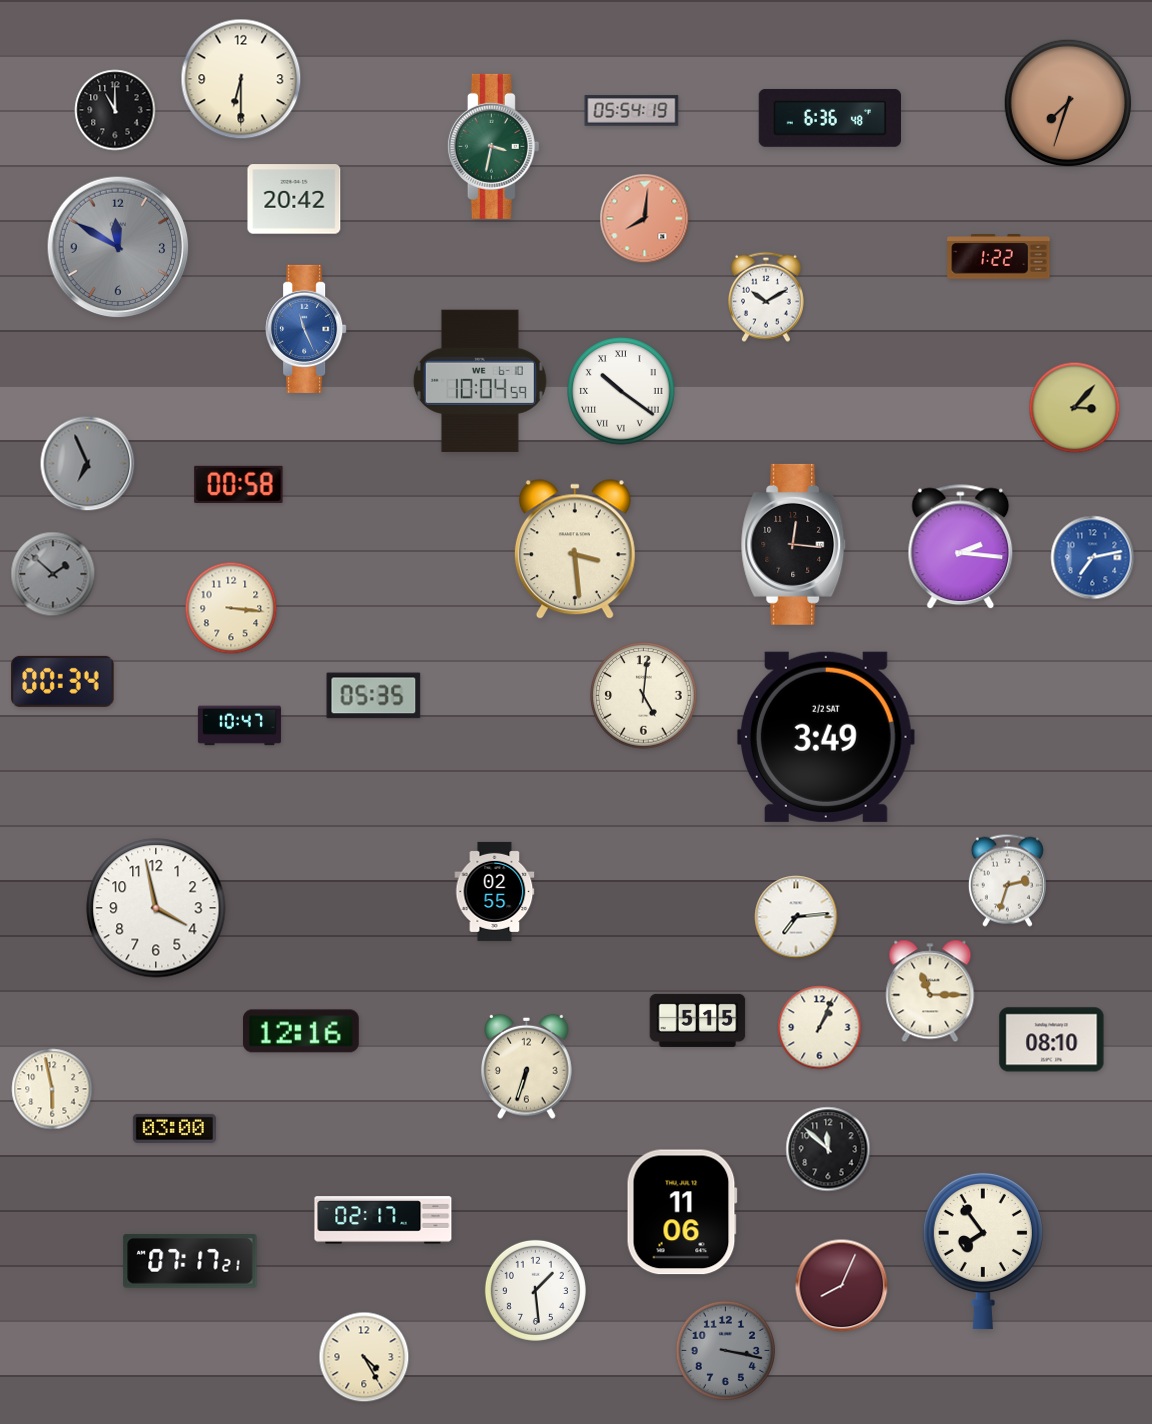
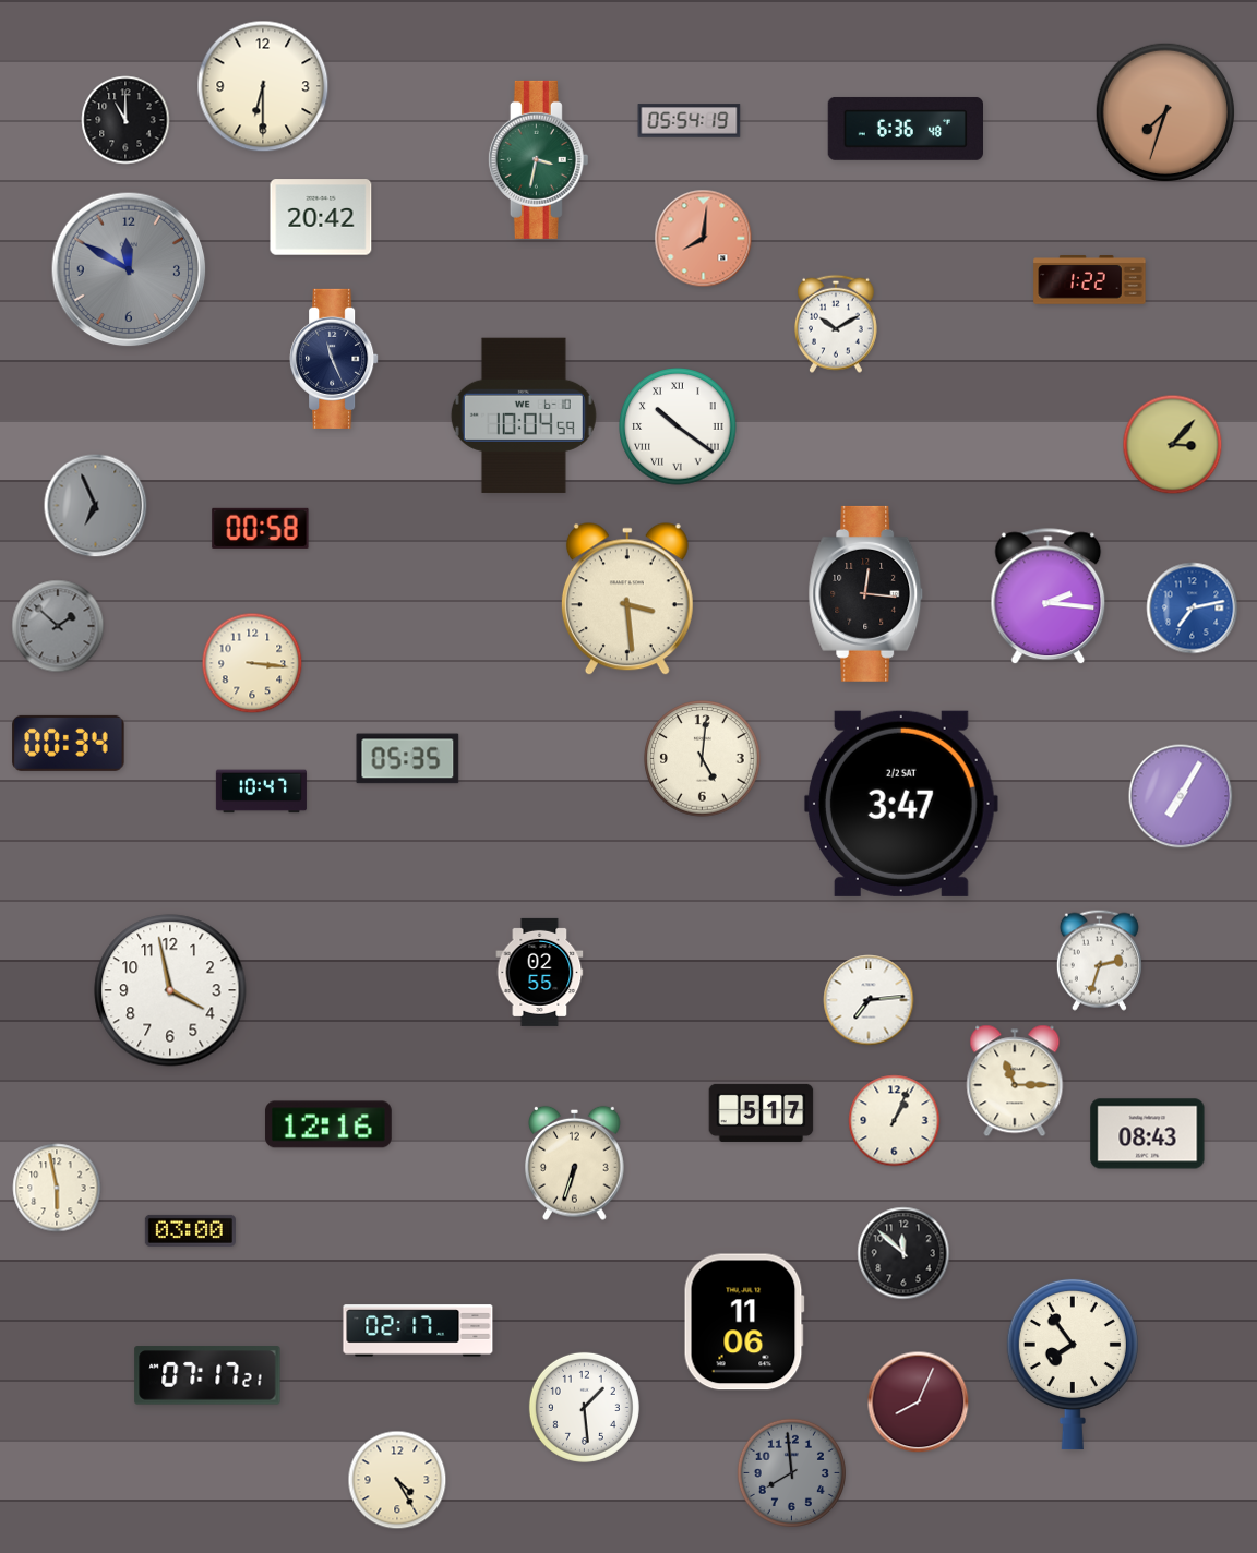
clock at (306, 329) dial: blue -> navy
clock at (1181, 796): none -> 7:05
clock at (826, 737): 3:49 -> 3:47
clock at (698, 1020): 5:15 -> 5:17
clock at (1052, 1040): 08:10 -> 08:43
clock at (725, 1350): 3:17 -> 7:59
